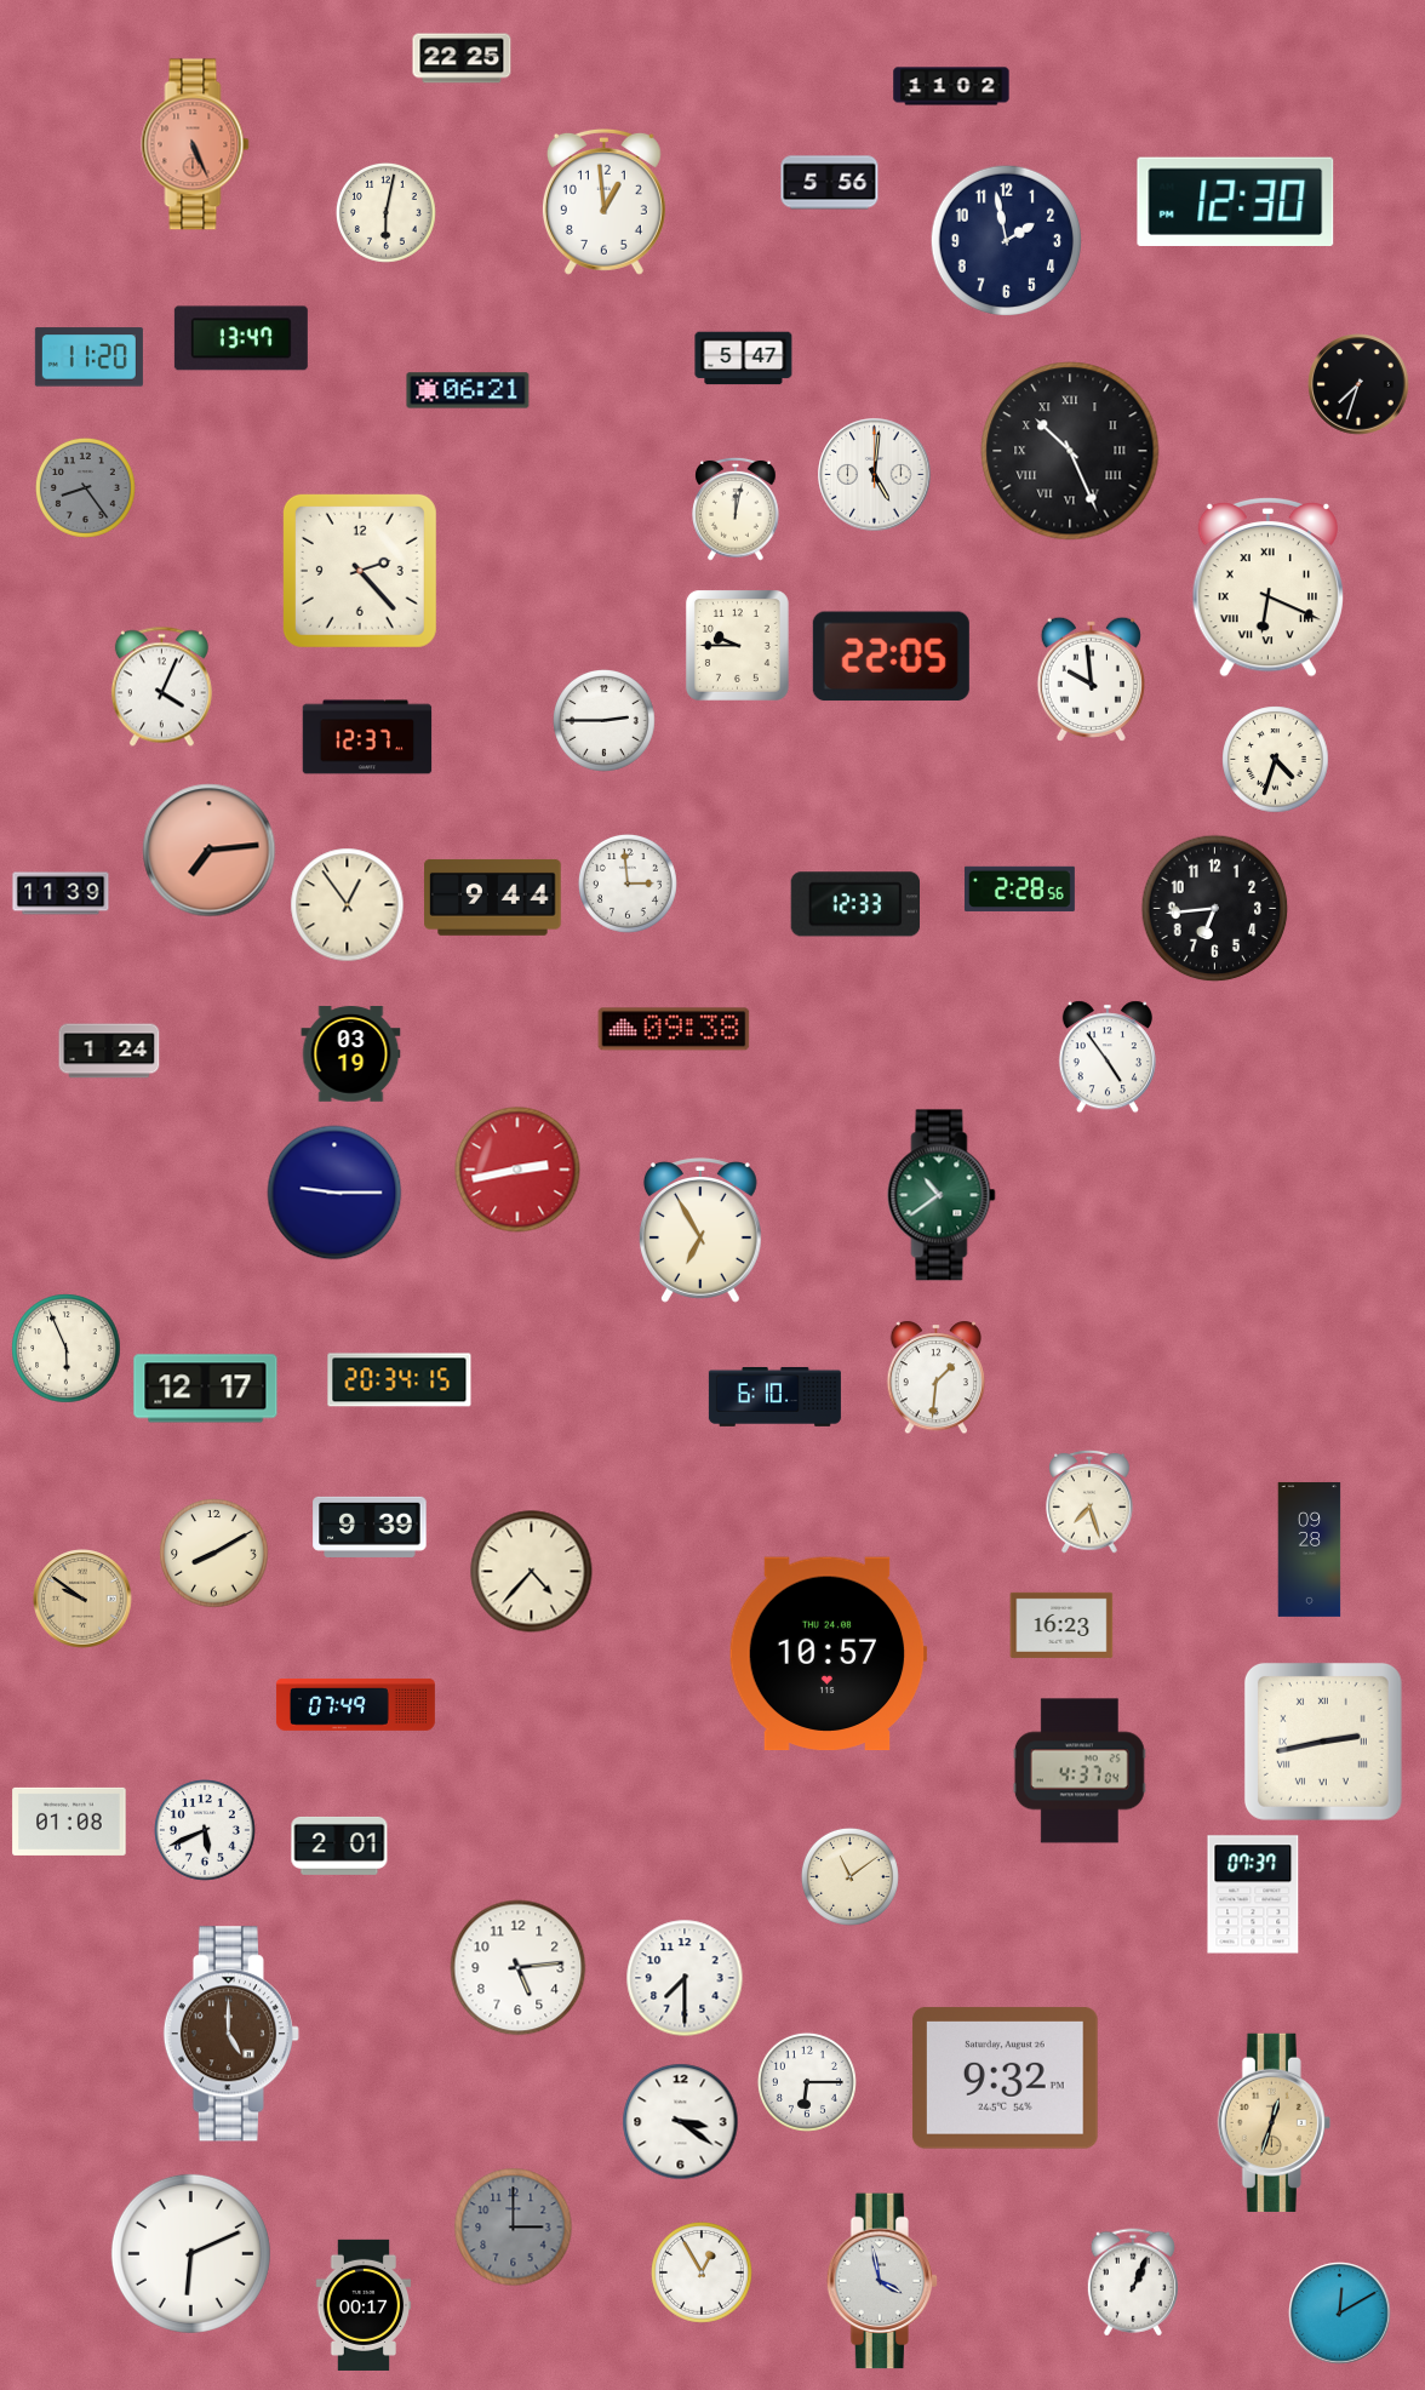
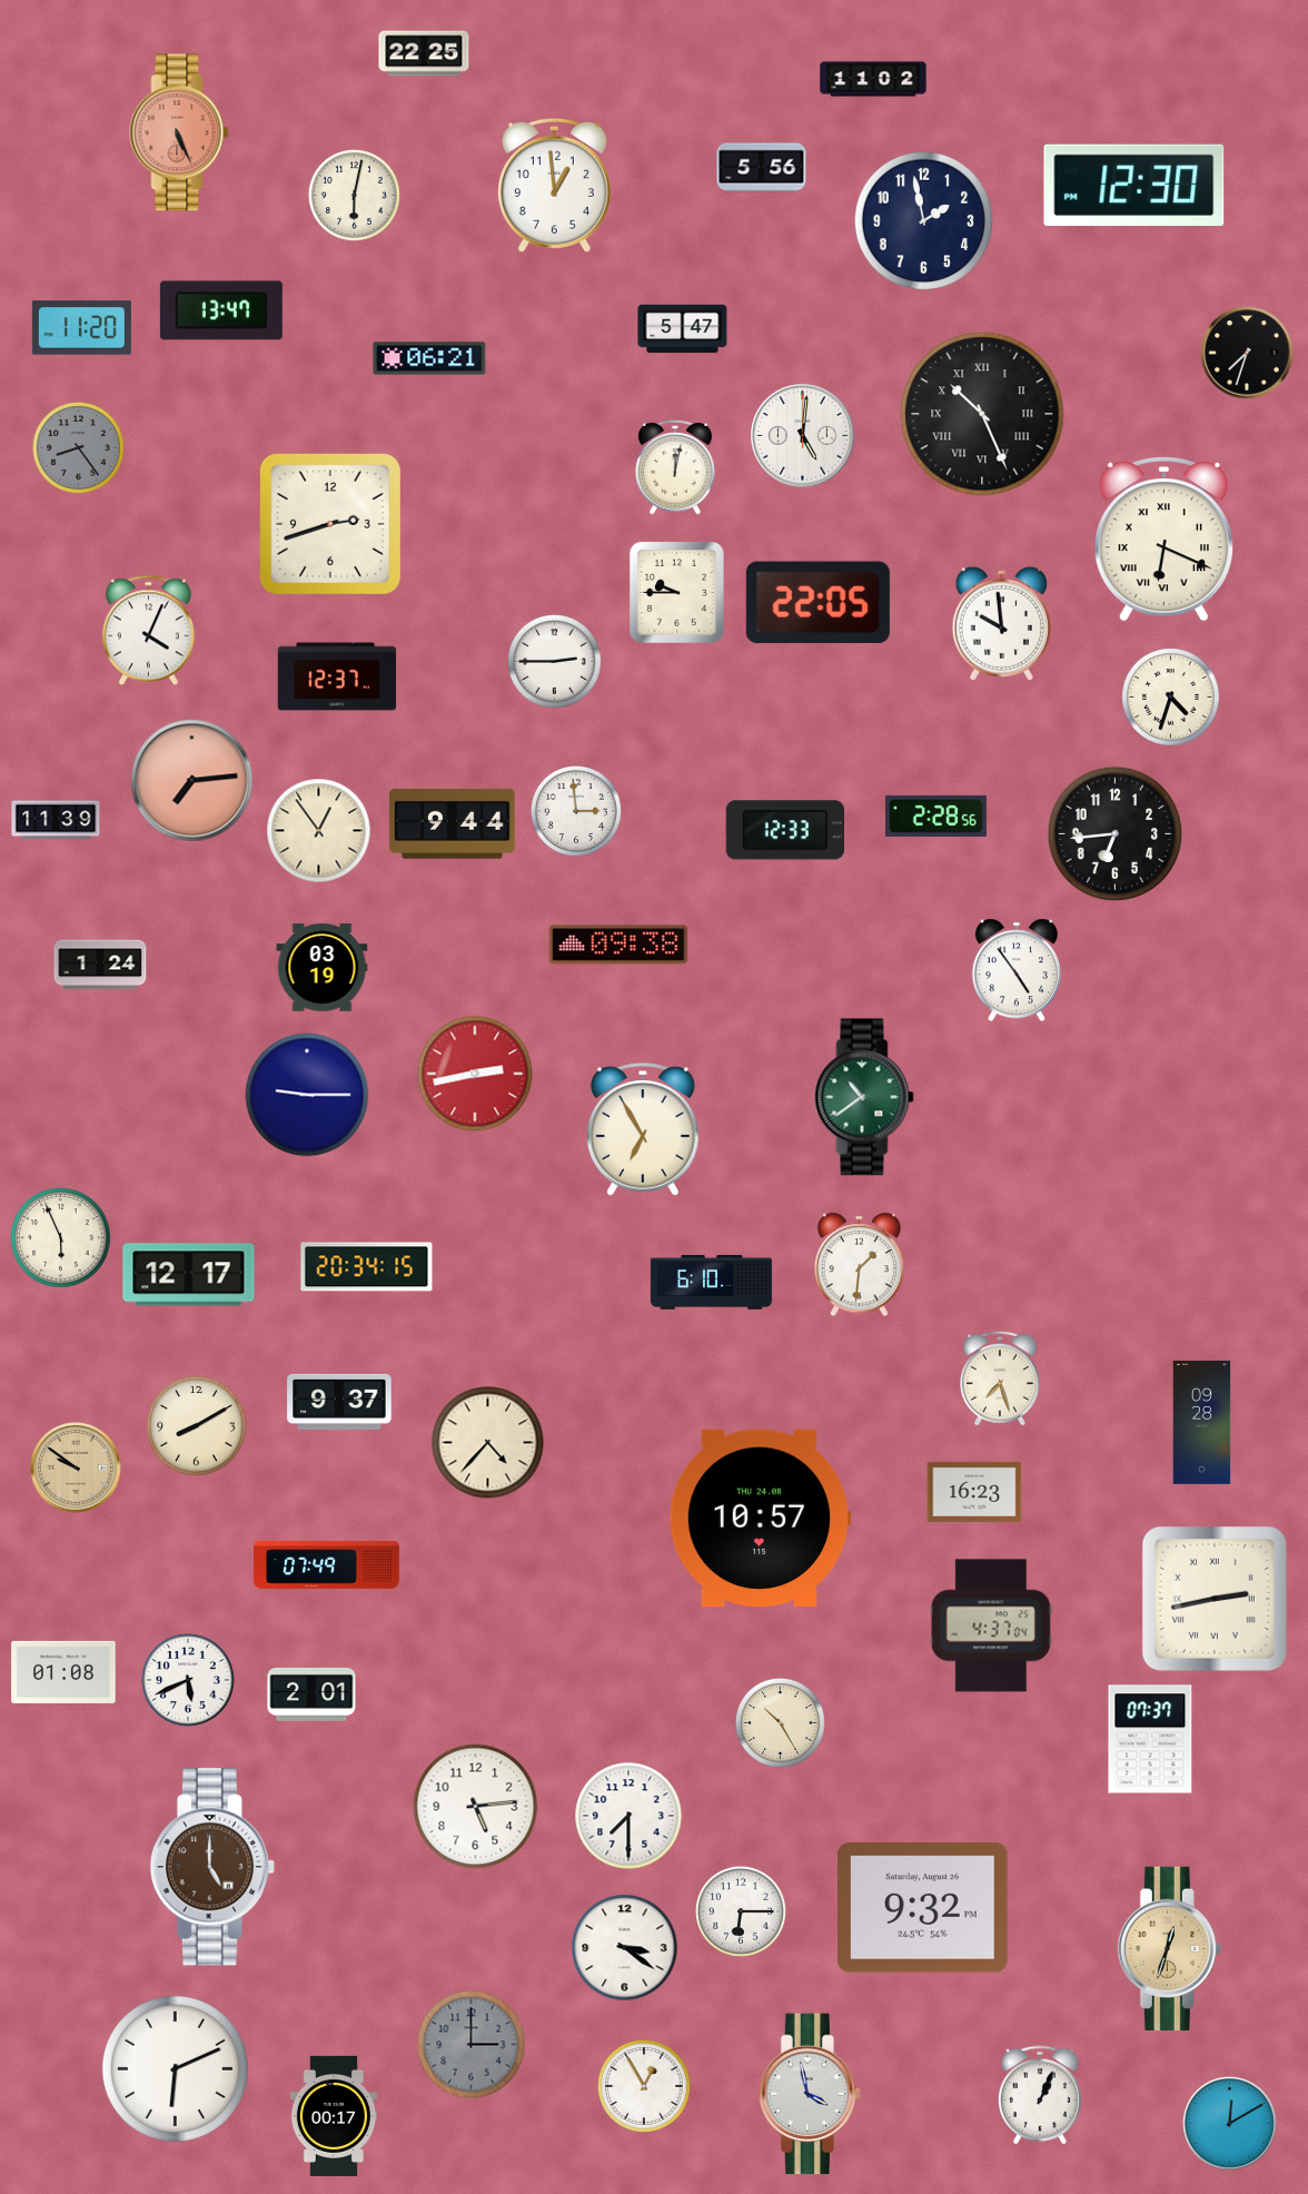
clock at (360, 571): 2:23 -> 2:42
clock at (370, 1527): 9:39 -> 9:37
clock at (849, 1876): 11:09 -> 10:25
